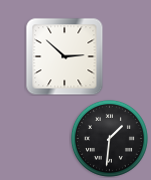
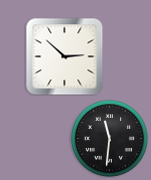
clock at (109, 138): 1:31 -> 11:31
